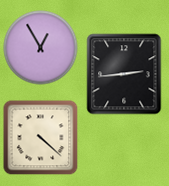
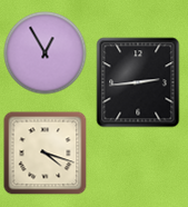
clock at (41, 138): 4:22 -> 4:18
